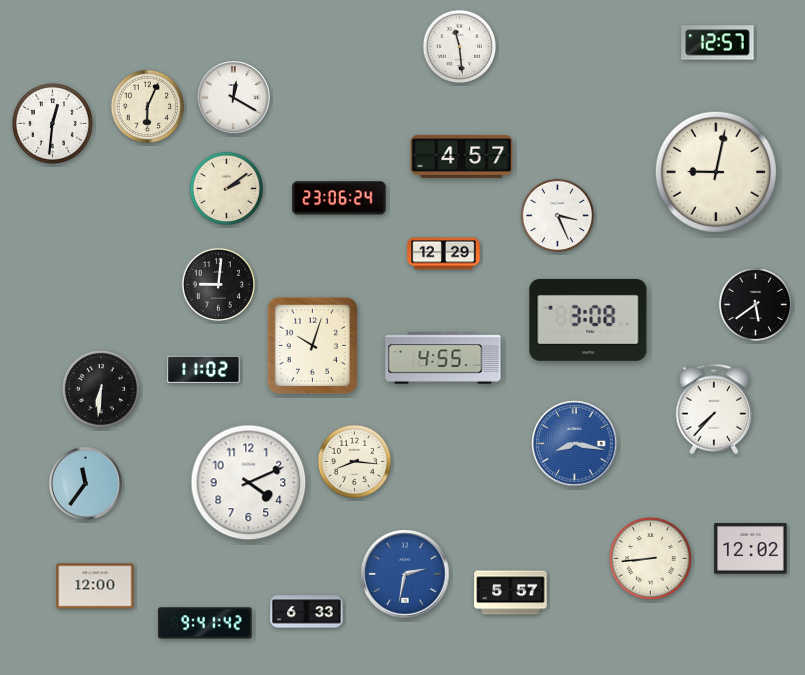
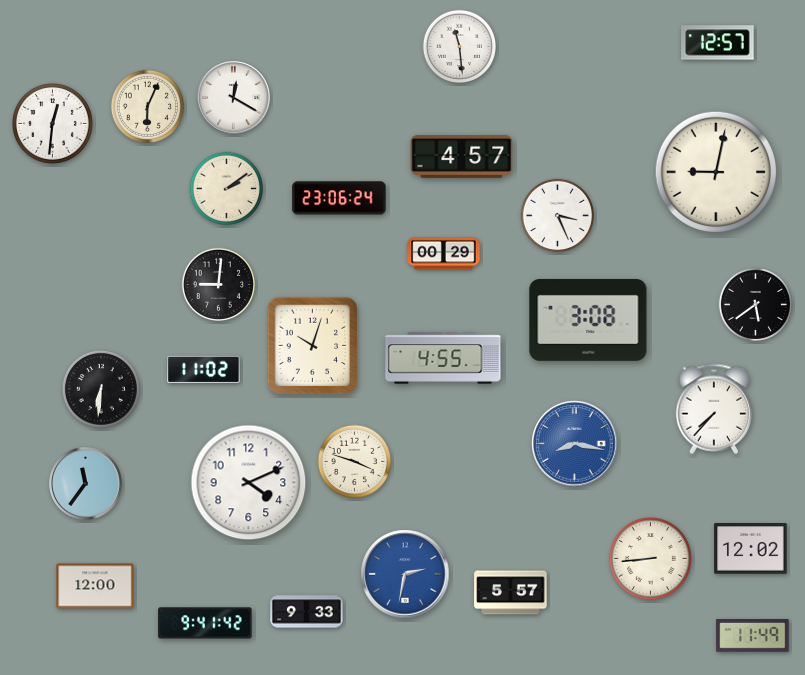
clock at (444, 254): 12:29 -> 00:29
clock at (354, 461): 8:16 -> 3:48
clock at (307, 612): 6:33 -> 9:33
clock at (753, 636): none -> 11:49
